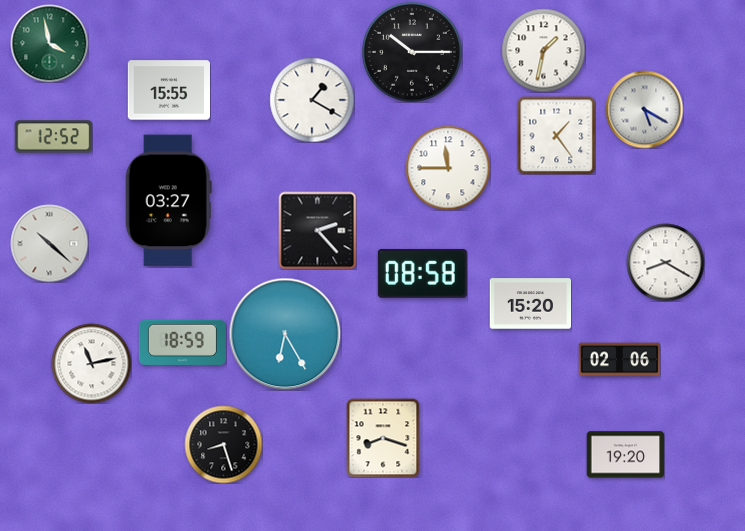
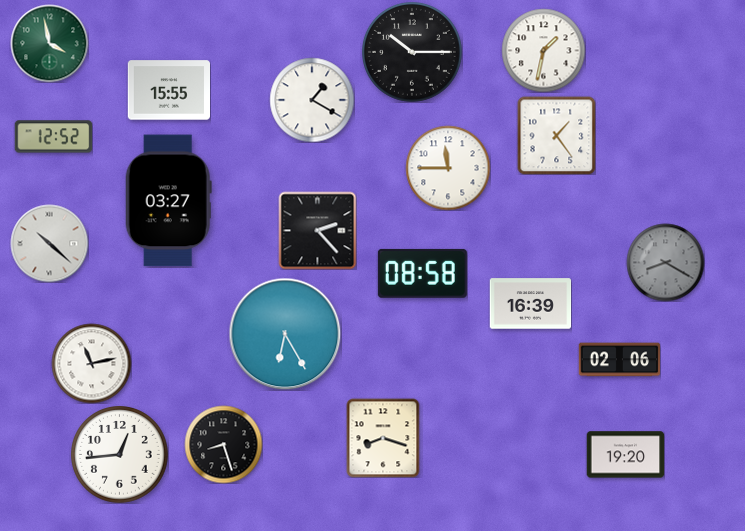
clock at (644, 109): 5:20 -> none
clock at (665, 262) dial: white -> grey
clock at (530, 304): 15:20 -> 16:39
clock at (182, 342): 18:59 -> none
clock at (120, 455): none -> 12:44
